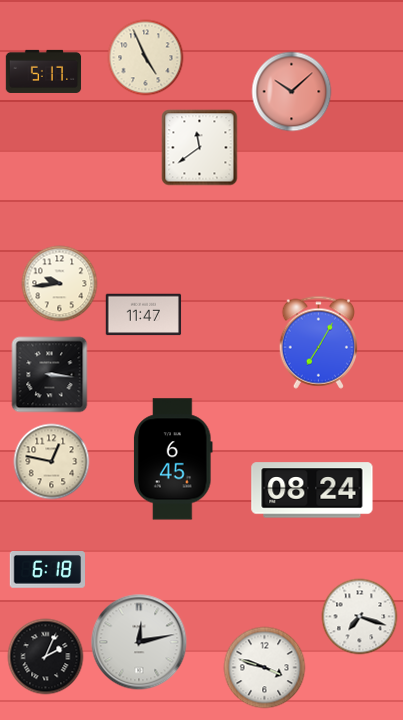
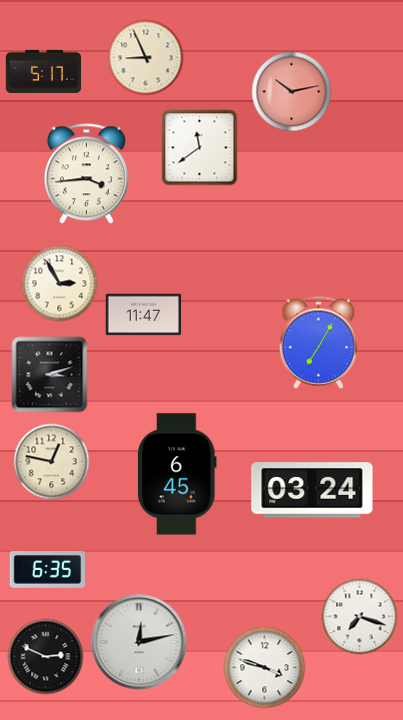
clock at (146, 58): 4:56 -> 8:56
clock at (292, 92): 10:08 -> 10:13
clock at (86, 174): none -> 3:44
clock at (60, 284): 9:44 -> 2:55
clock at (50, 375): 3:16 -> 3:12
clock at (173, 459) position: (173, 459) -> (177, 474)
clock at (312, 490): 08:24 -> 03:24
clock at (47, 570): 6:18 -> 6:35
clock at (46, 657): 2:04 -> 2:49
